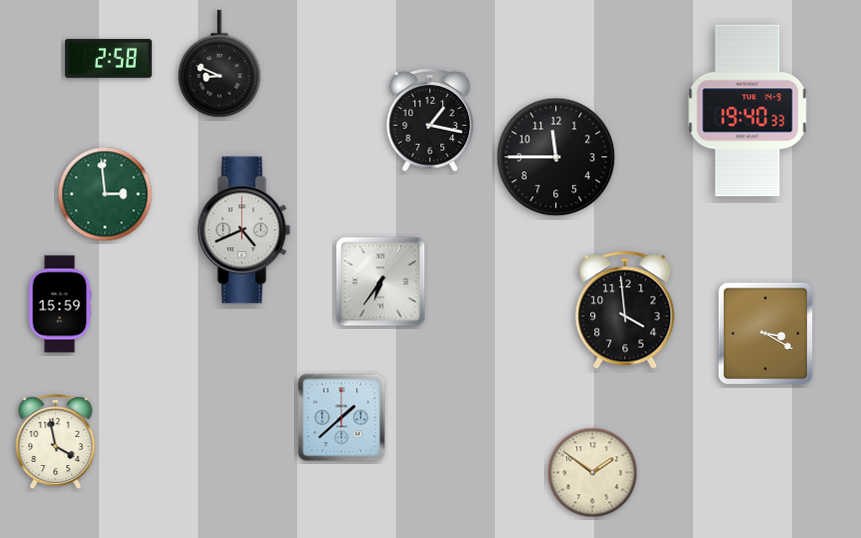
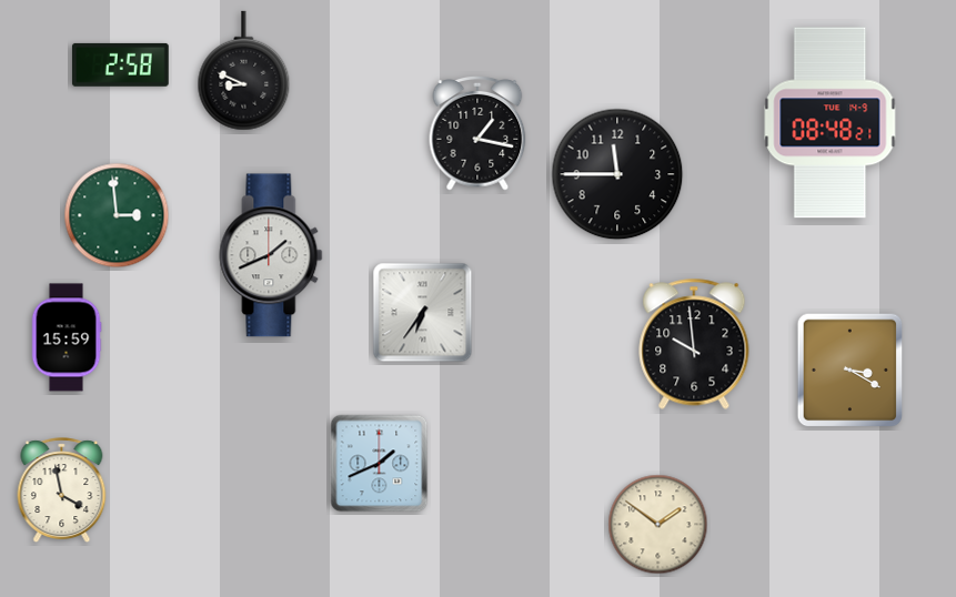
clock at (748, 111): 19:40 -> 08:48
clock at (244, 230): 4:41 -> 1:41
clock at (625, 310): 3:59 -> 9:59
clock at (342, 418): 1:38 -> 1:41
